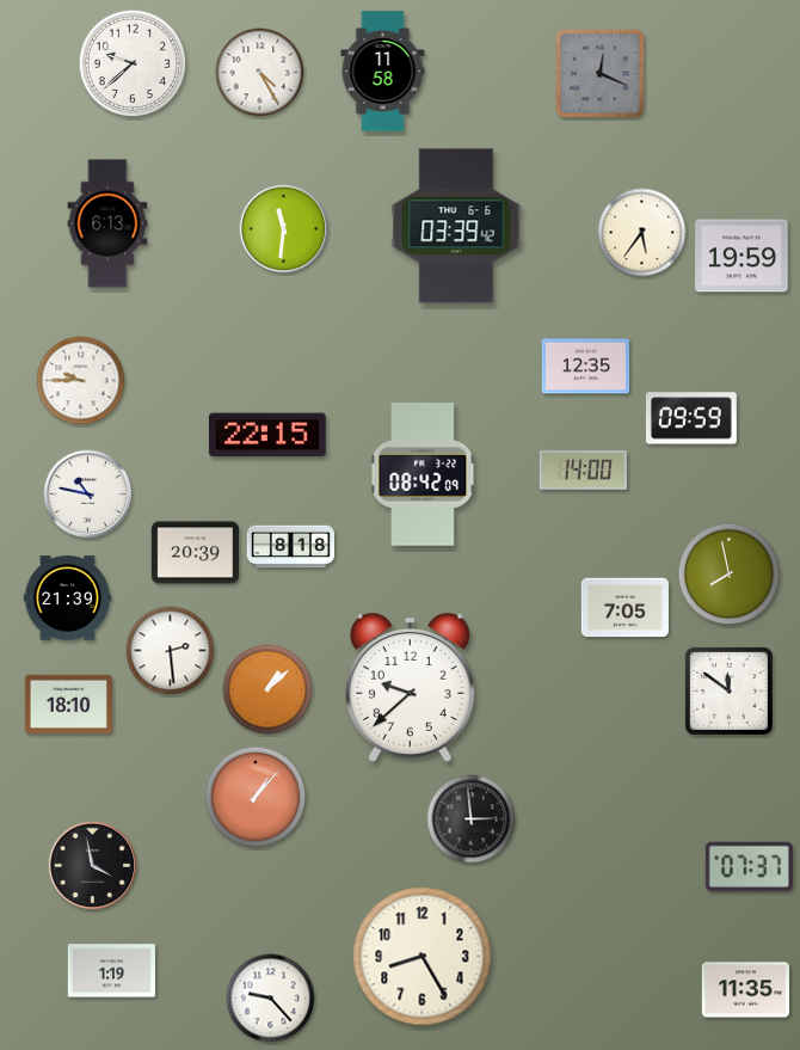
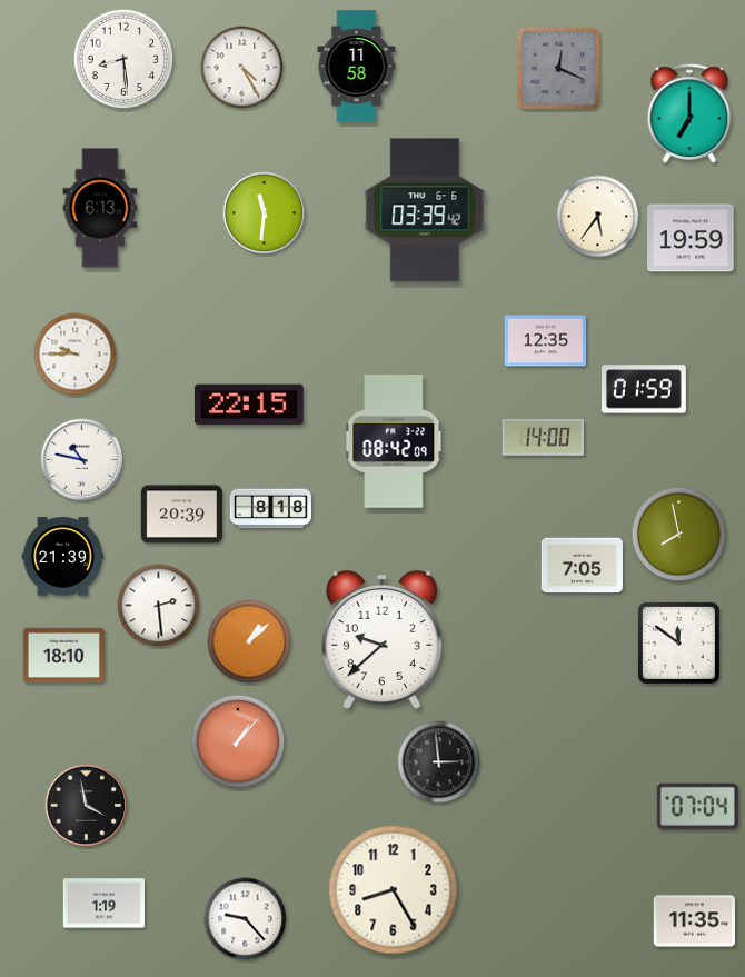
clock at (131, 62): 9:38 -> 8:29
clock at (689, 114): none -> 7:00
clock at (691, 418): 09:59 -> 01:59
clock at (749, 866): 07:37 -> 07:04
clock at (271, 999) position: (271, 999) -> (246, 919)
